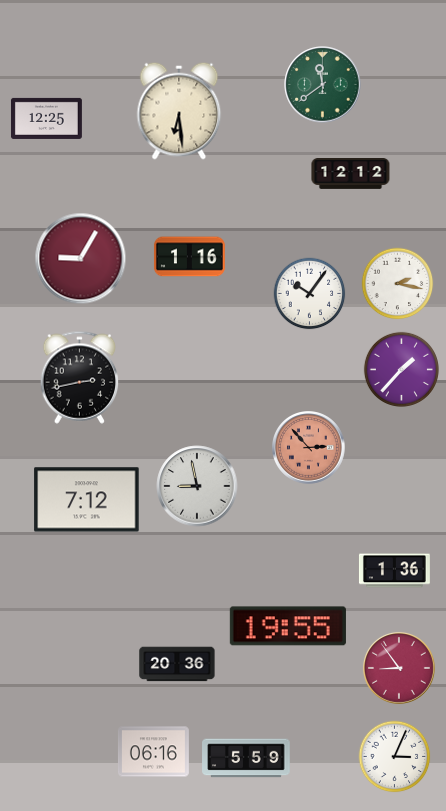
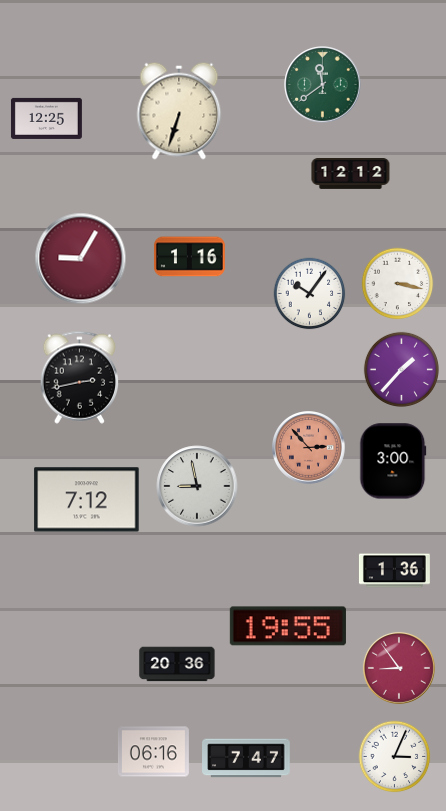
clock at (179, 111): 6:29 -> 6:33
clock at (398, 284): 2:17 -> 3:17
clock at (393, 461): none -> 3:00
clock at (246, 758): 5:59 -> 7:47
